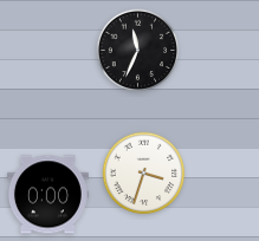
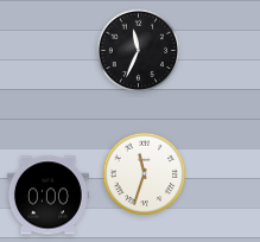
clock at (144, 174): 3:33 -> 11:33
